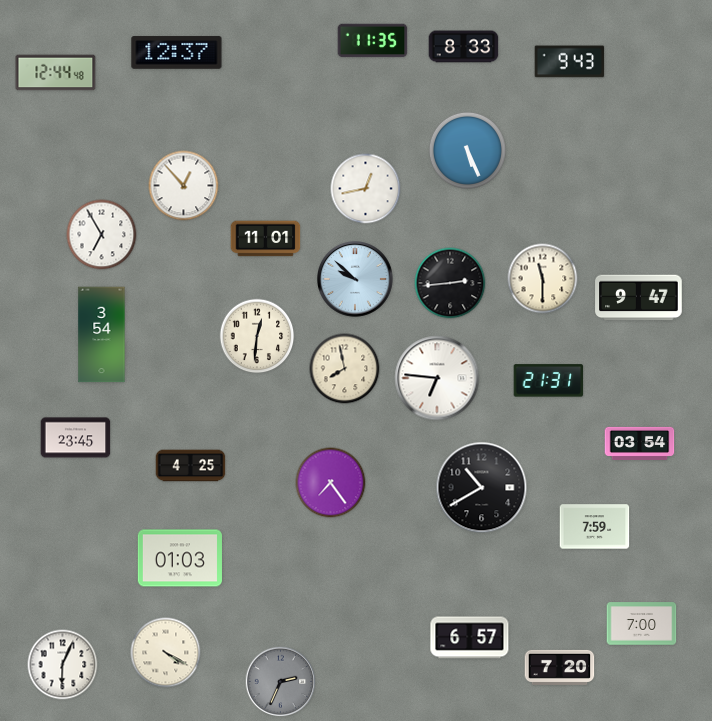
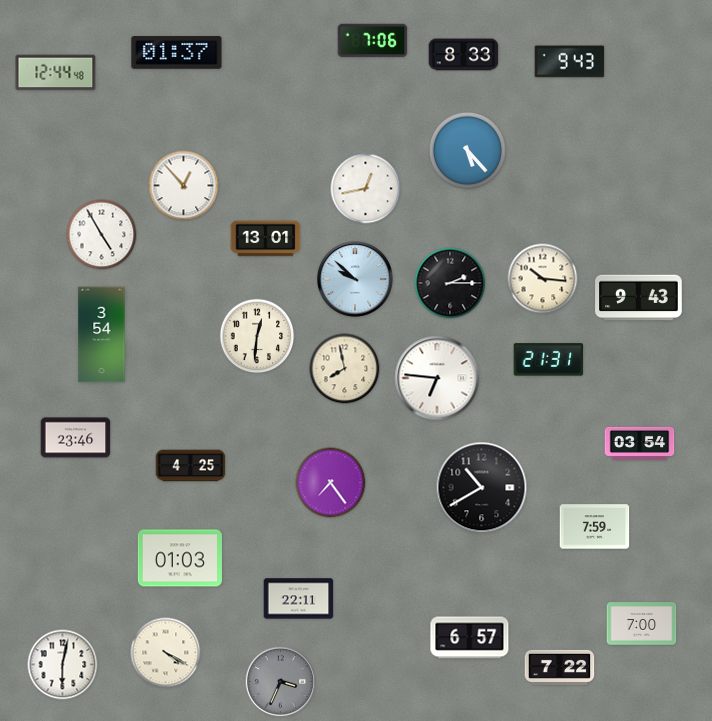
clock at (373, 41): 11:35 -> 7:06
clock at (464, 47) position: (464, 47) -> (464, 55)
clock at (177, 53): 12:37 -> 01:37
clock at (467, 150): 5:26 -> 5:23
clock at (102, 235): 6:55 -> 4:55
clock at (266, 239): 11:01 -> 13:01
clock at (543, 279): 11:30 -> 10:16
clock at (450, 283): 2:44 -> 2:15
clock at (639, 298): 9:47 -> 9:43
clock at (549, 381) position: (549, 381) -> (549, 360)
clock at (76, 438): 23:45 -> 23:46
clock at (299, 599): none -> 22:11
clock at (63, 665): 6:04 -> 6:02
clock at (560, 667): 7:20 -> 7:22
clock at (281, 682): 2:34 -> 3:34
